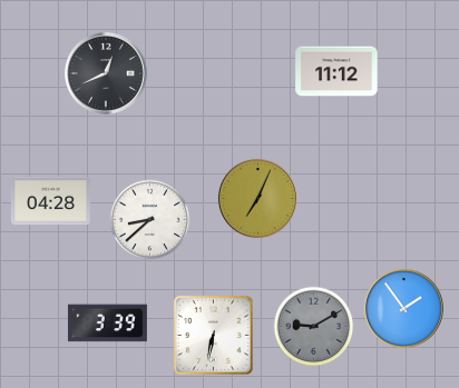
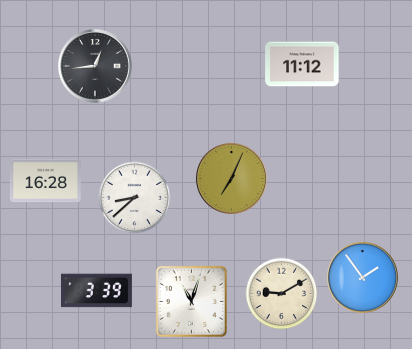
clock at (107, 74): 12:41 -> 12:44
clock at (50, 201): 04:28 -> 16:28
clock at (314, 327) dial: grey -> cream
clock at (213, 335): 6:32 -> 11:03
